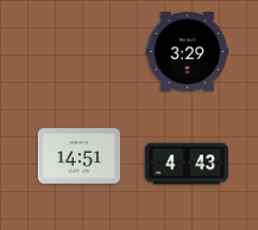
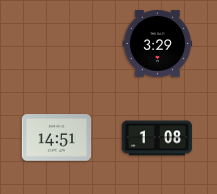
clock at (80, 156) position: (80, 156) -> (57, 138)
clock at (187, 164): 4:43 -> 1:08
